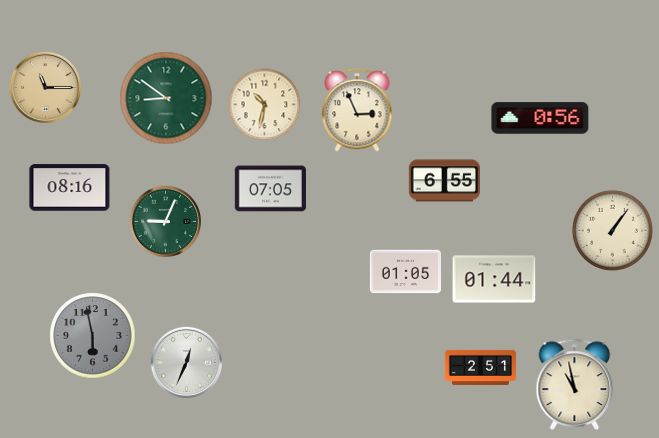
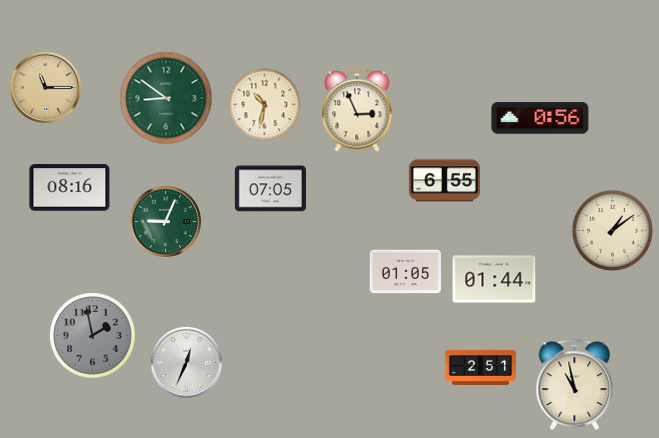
clock at (612, 230): 1:06 -> 1:09
clock at (93, 336): 5:58 -> 1:58
